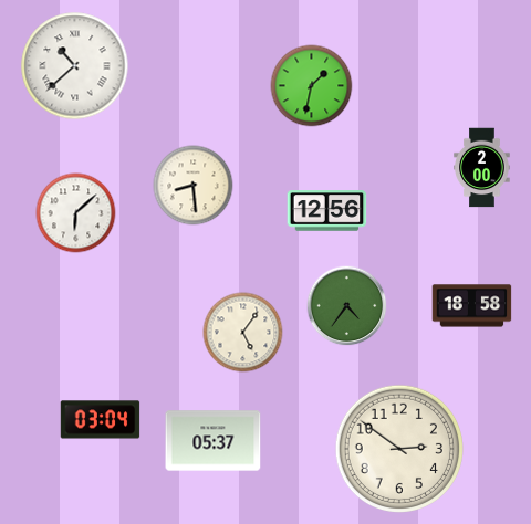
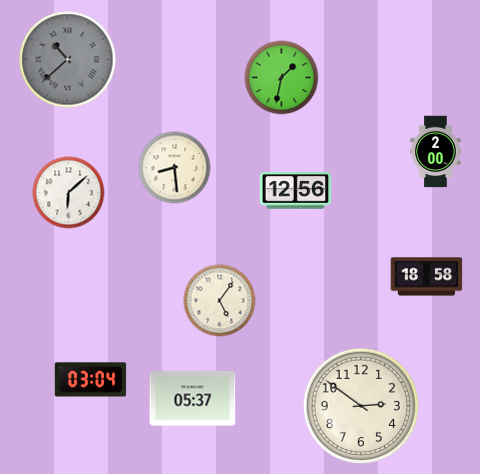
clock at (75, 66) dial: white -> grey
clock at (347, 306): 4:36 -> none
